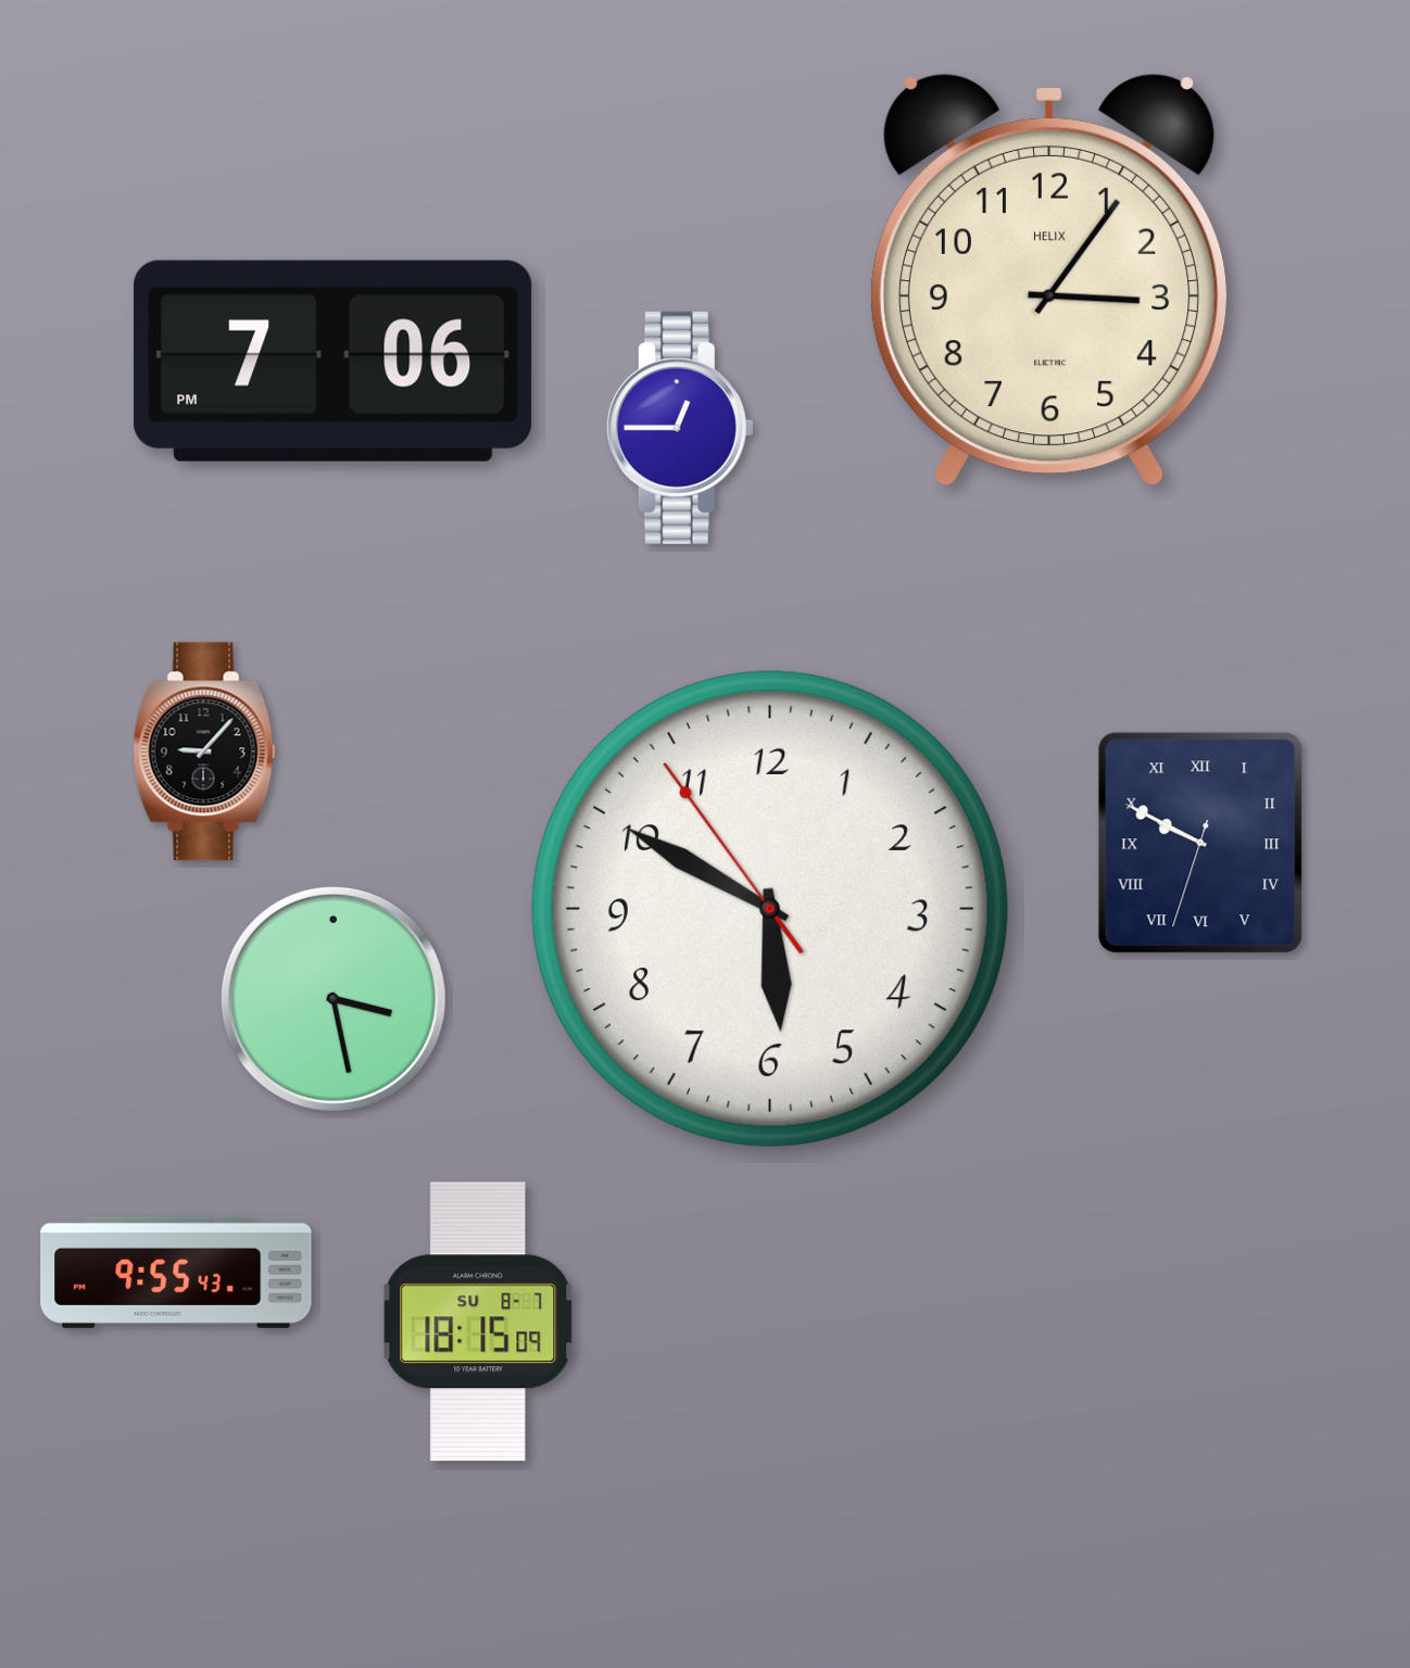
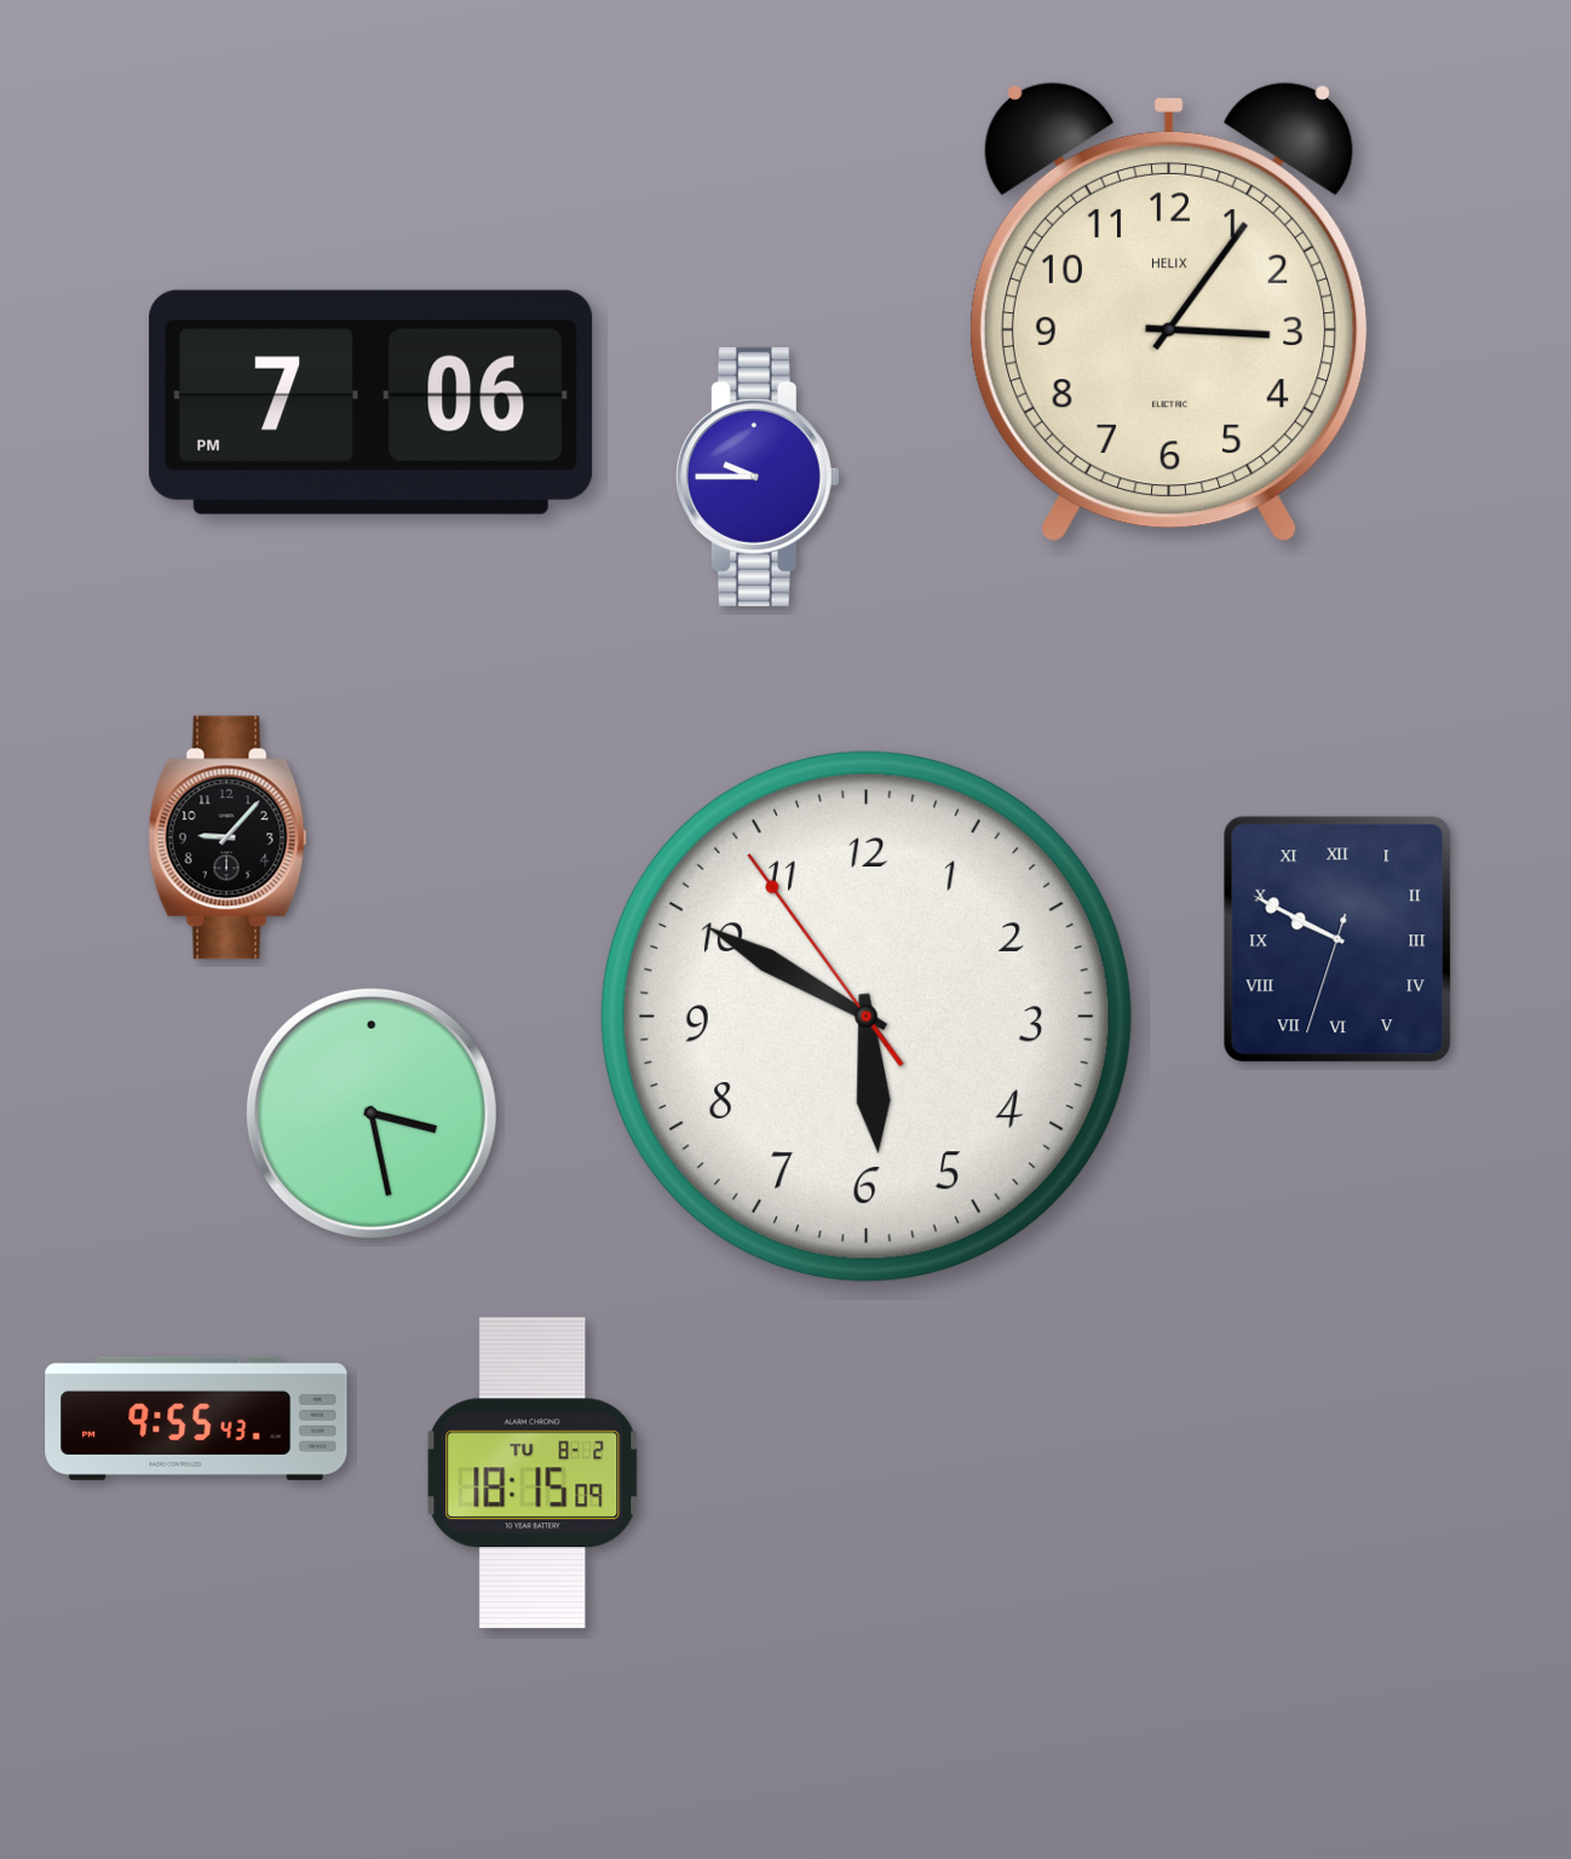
clock at (680, 428): 12:45 -> 9:45
clock at (770, 909) position: (770, 909) -> (867, 1017)
clock at (478, 1322) date: SU 8-7 -> TU 8-2
